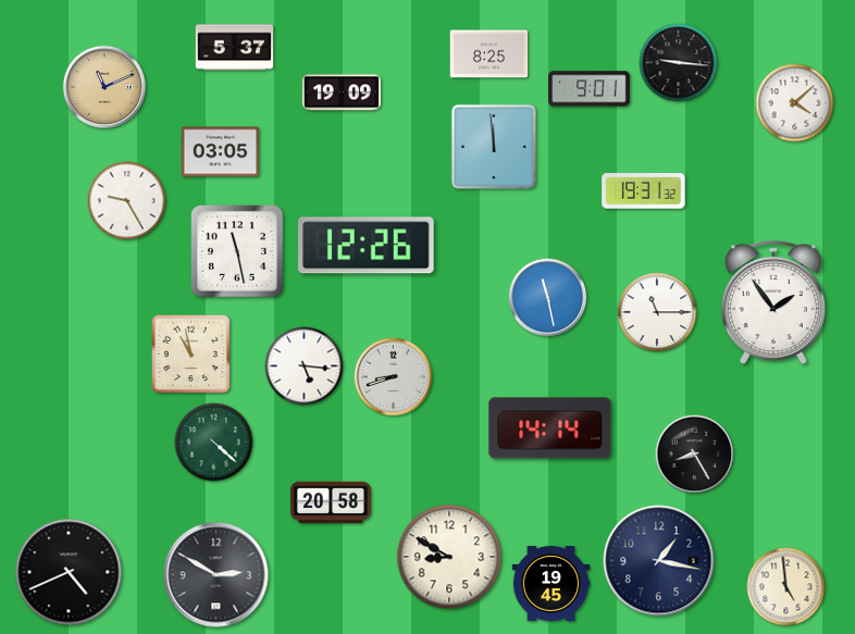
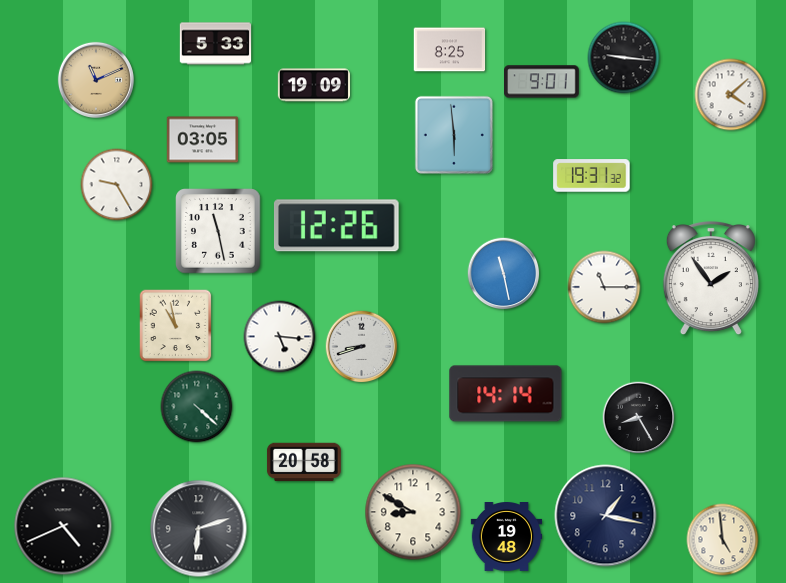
clock at (235, 48): 5:37 -> 5:33
clock at (494, 147): 11:59 -> 5:59
clock at (216, 575): 2:50 -> 6:12
clock at (552, 584): 19:45 -> 19:48
